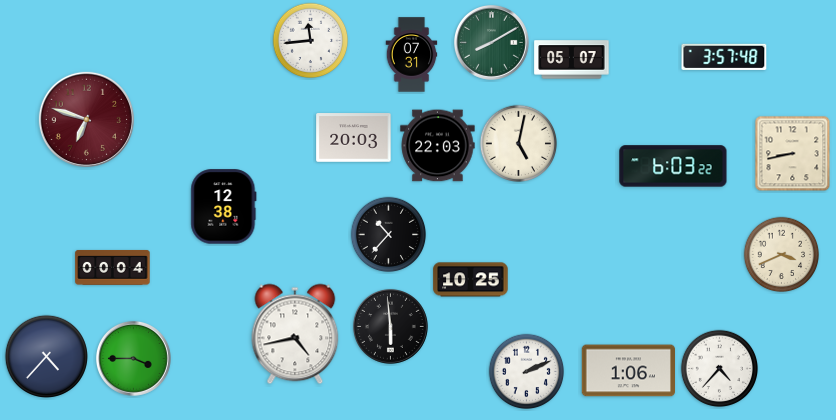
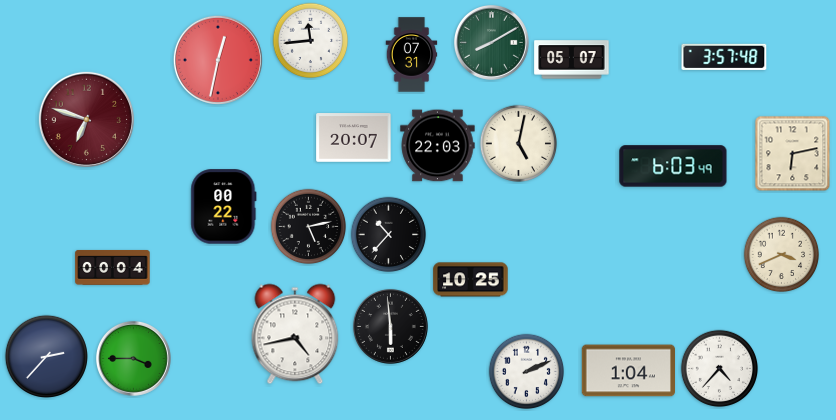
clock at (218, 60): none -> 12:32
clock at (354, 138): 20:03 -> 20:07
clock at (793, 154): 8:43 -> 6:13
clock at (673, 166): 6:03:22 -> 6:03:49
clock at (224, 207): 12:38 -> 00:22
clock at (309, 227): none -> 5:13
clock at (46, 356): 4:37 -> 2:37
clock at (628, 371): 1:06 -> 1:04
